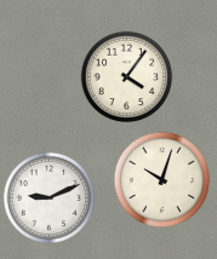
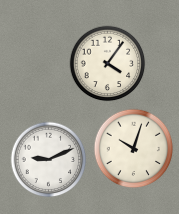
clock at (127, 77) position: (127, 77) -> (108, 64)
clock at (50, 198) position: (50, 198) -> (49, 160)
